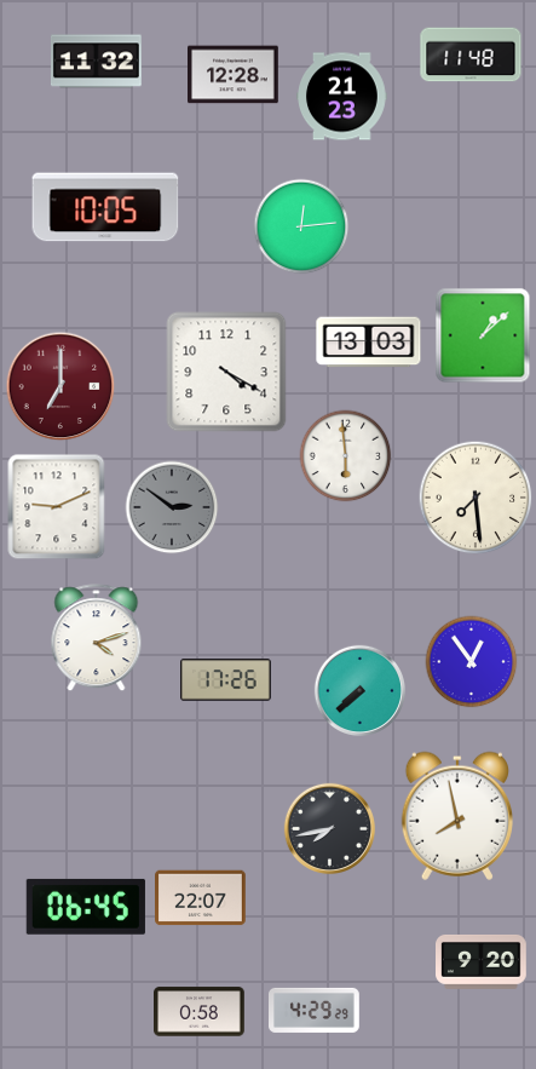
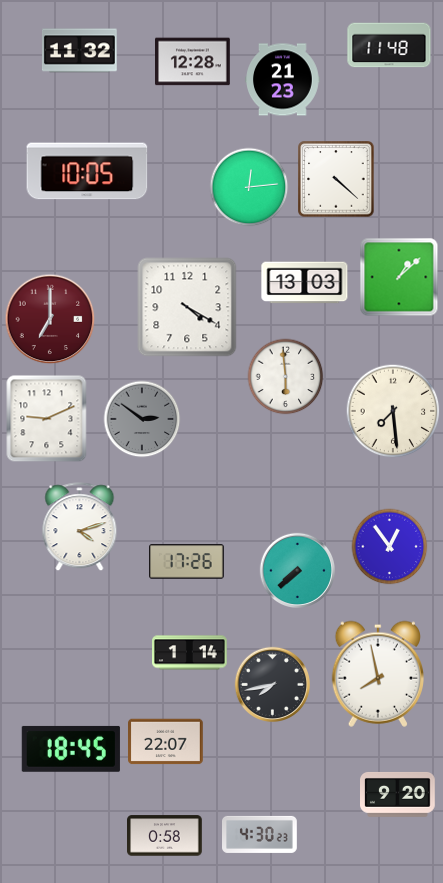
clock at (336, 179): none -> 4:22
clock at (190, 653): none -> 1:14
clock at (86, 907): 06:45 -> 18:45
clock at (315, 1010): 4:29 -> 4:30
